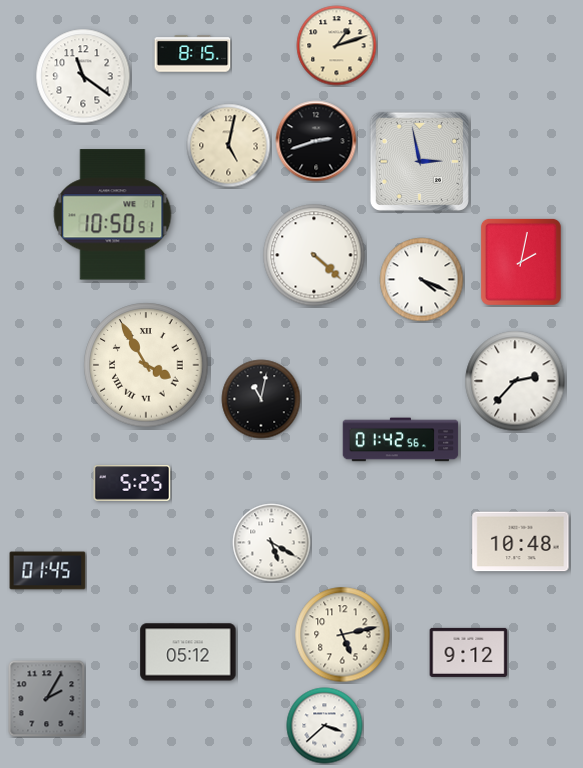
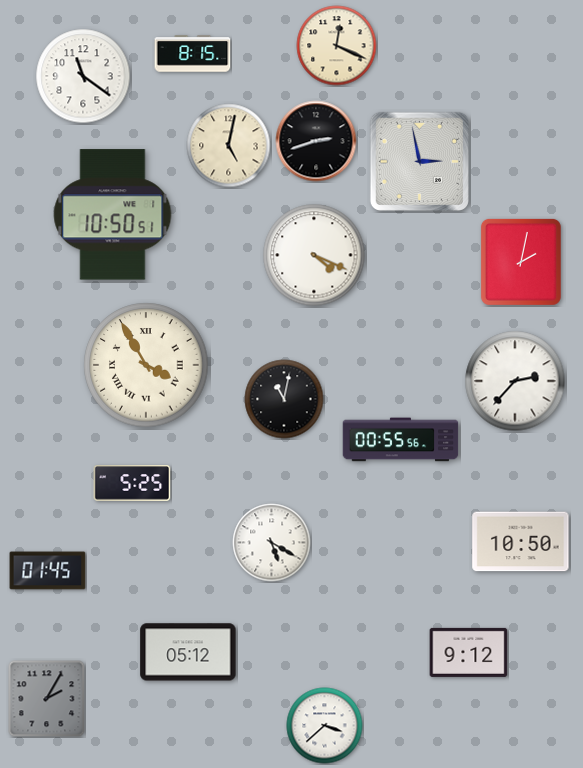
clock at (337, 46): 1:12 -> 12:19
clock at (314, 255): 4:22 -> 4:19
clock at (422, 280): 4:19 -> none
clock at (261, 399) position: (261, 399) -> (284, 399)
clock at (401, 440): 01:42 -> 00:55
clock at (521, 542): 10:48 -> 10:50
clock at (343, 635): 5:13 -> none
